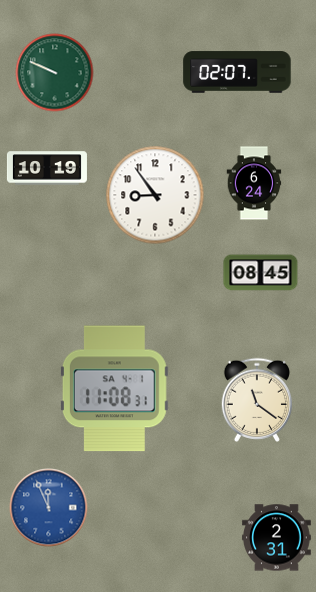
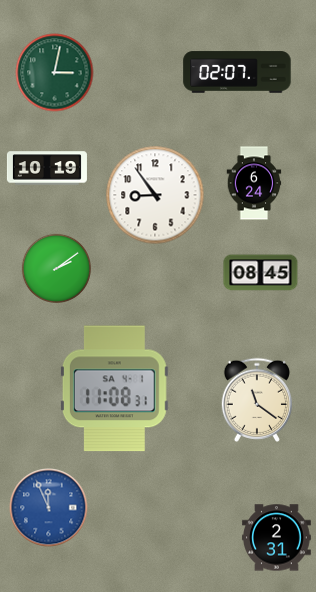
clock at (55, 73): 9:49 -> 3:02
clock at (56, 268): none -> 2:09
